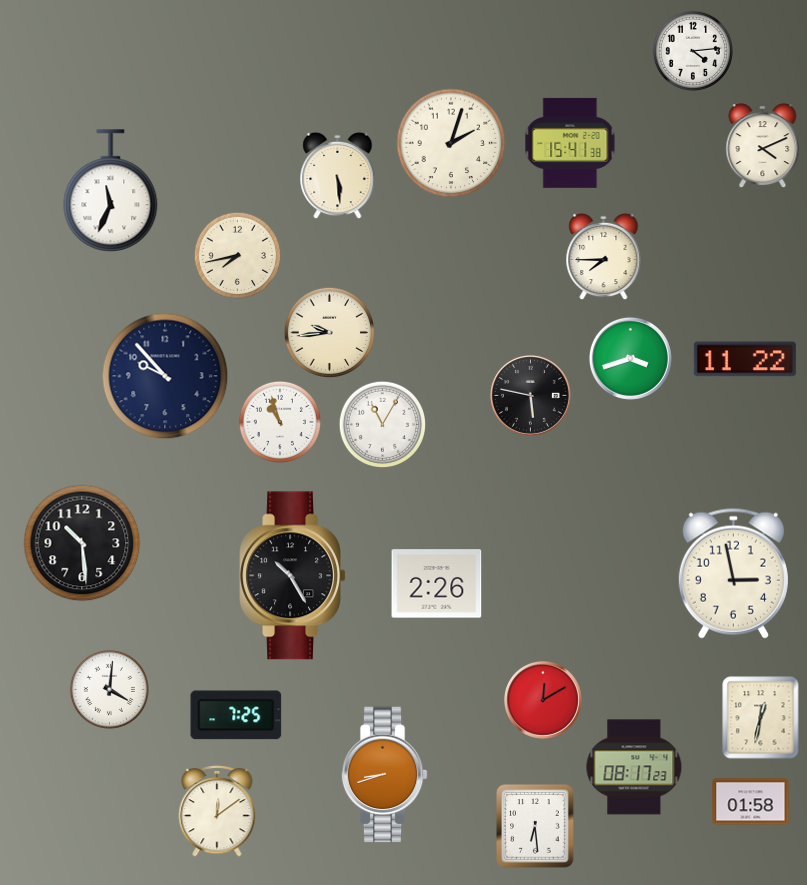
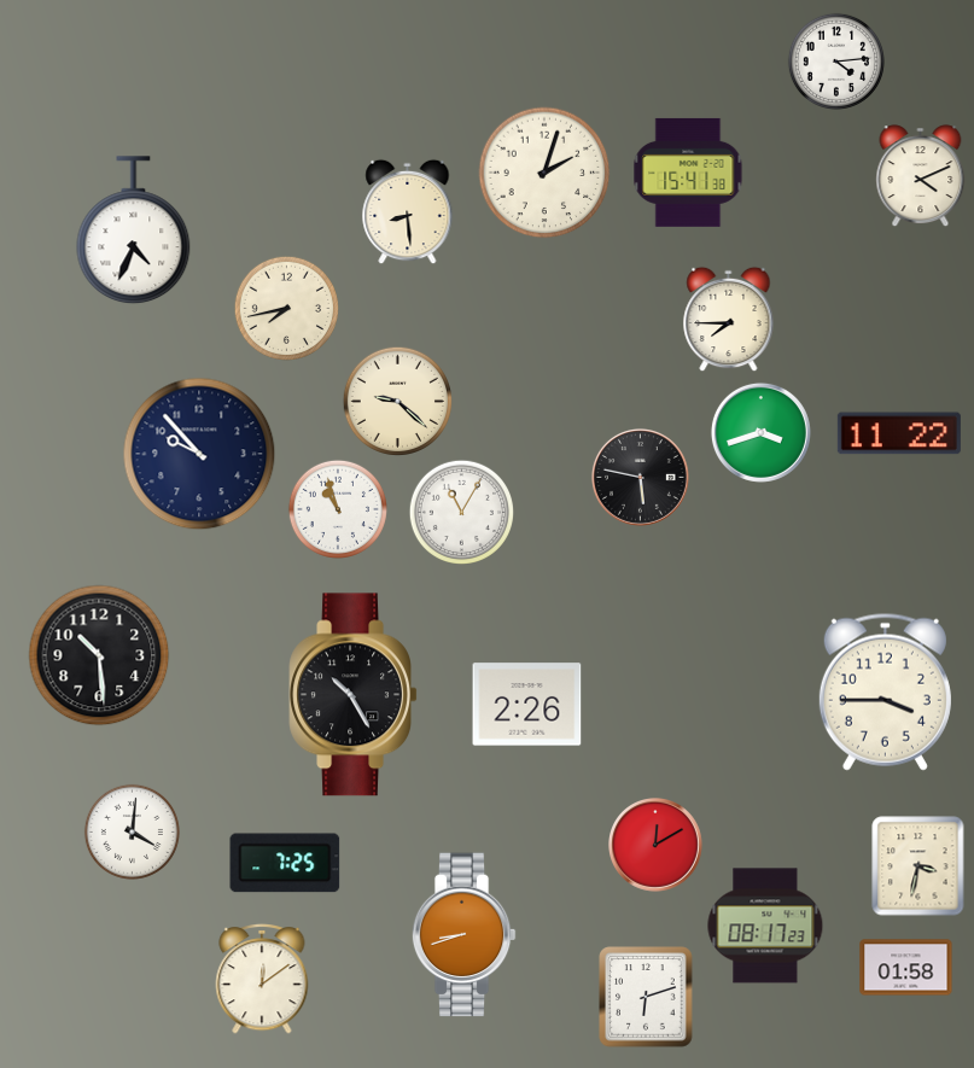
clock at (338, 175): 5:29 -> 8:29
clock at (111, 191): 11:34 -> 4:34
clock at (604, 256) position: (604, 256) -> (729, 319)
clock at (329, 332): 9:44 -> 9:22
clock at (733, 573): 2:58 -> 3:45
clock at (761, 718): 12:32 -> 3:32
clock at (535, 826): 6:29 -> 6:12
